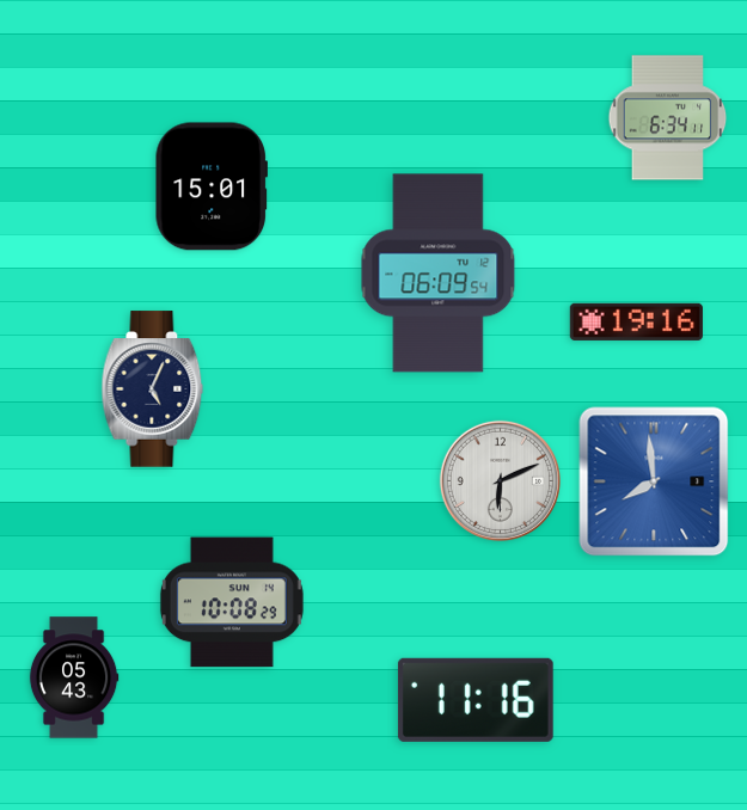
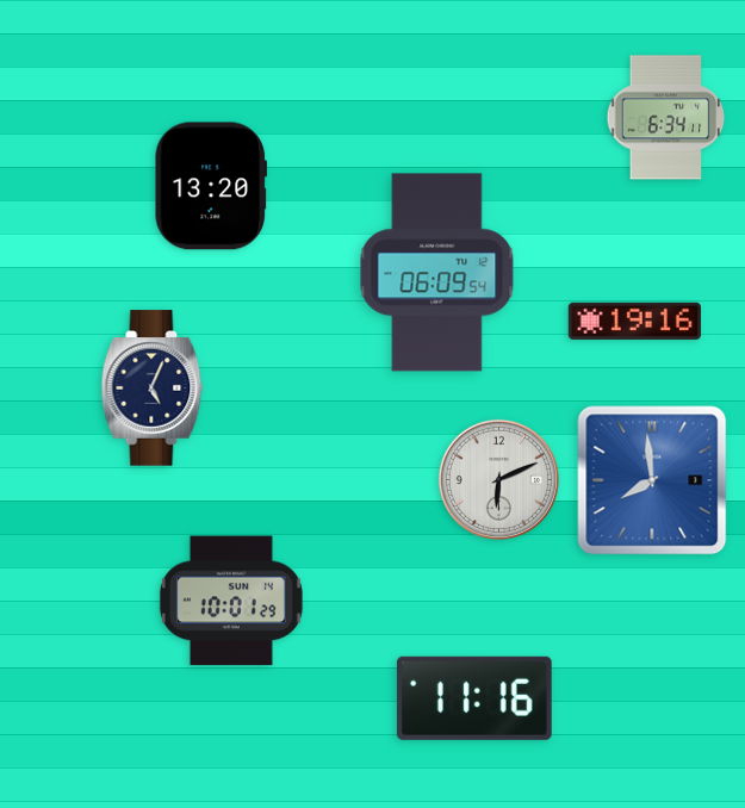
clock at (210, 186): 15:01 -> 13:20
clock at (232, 602): 10:08 -> 10:01
clock at (74, 677): 05:43 -> none
